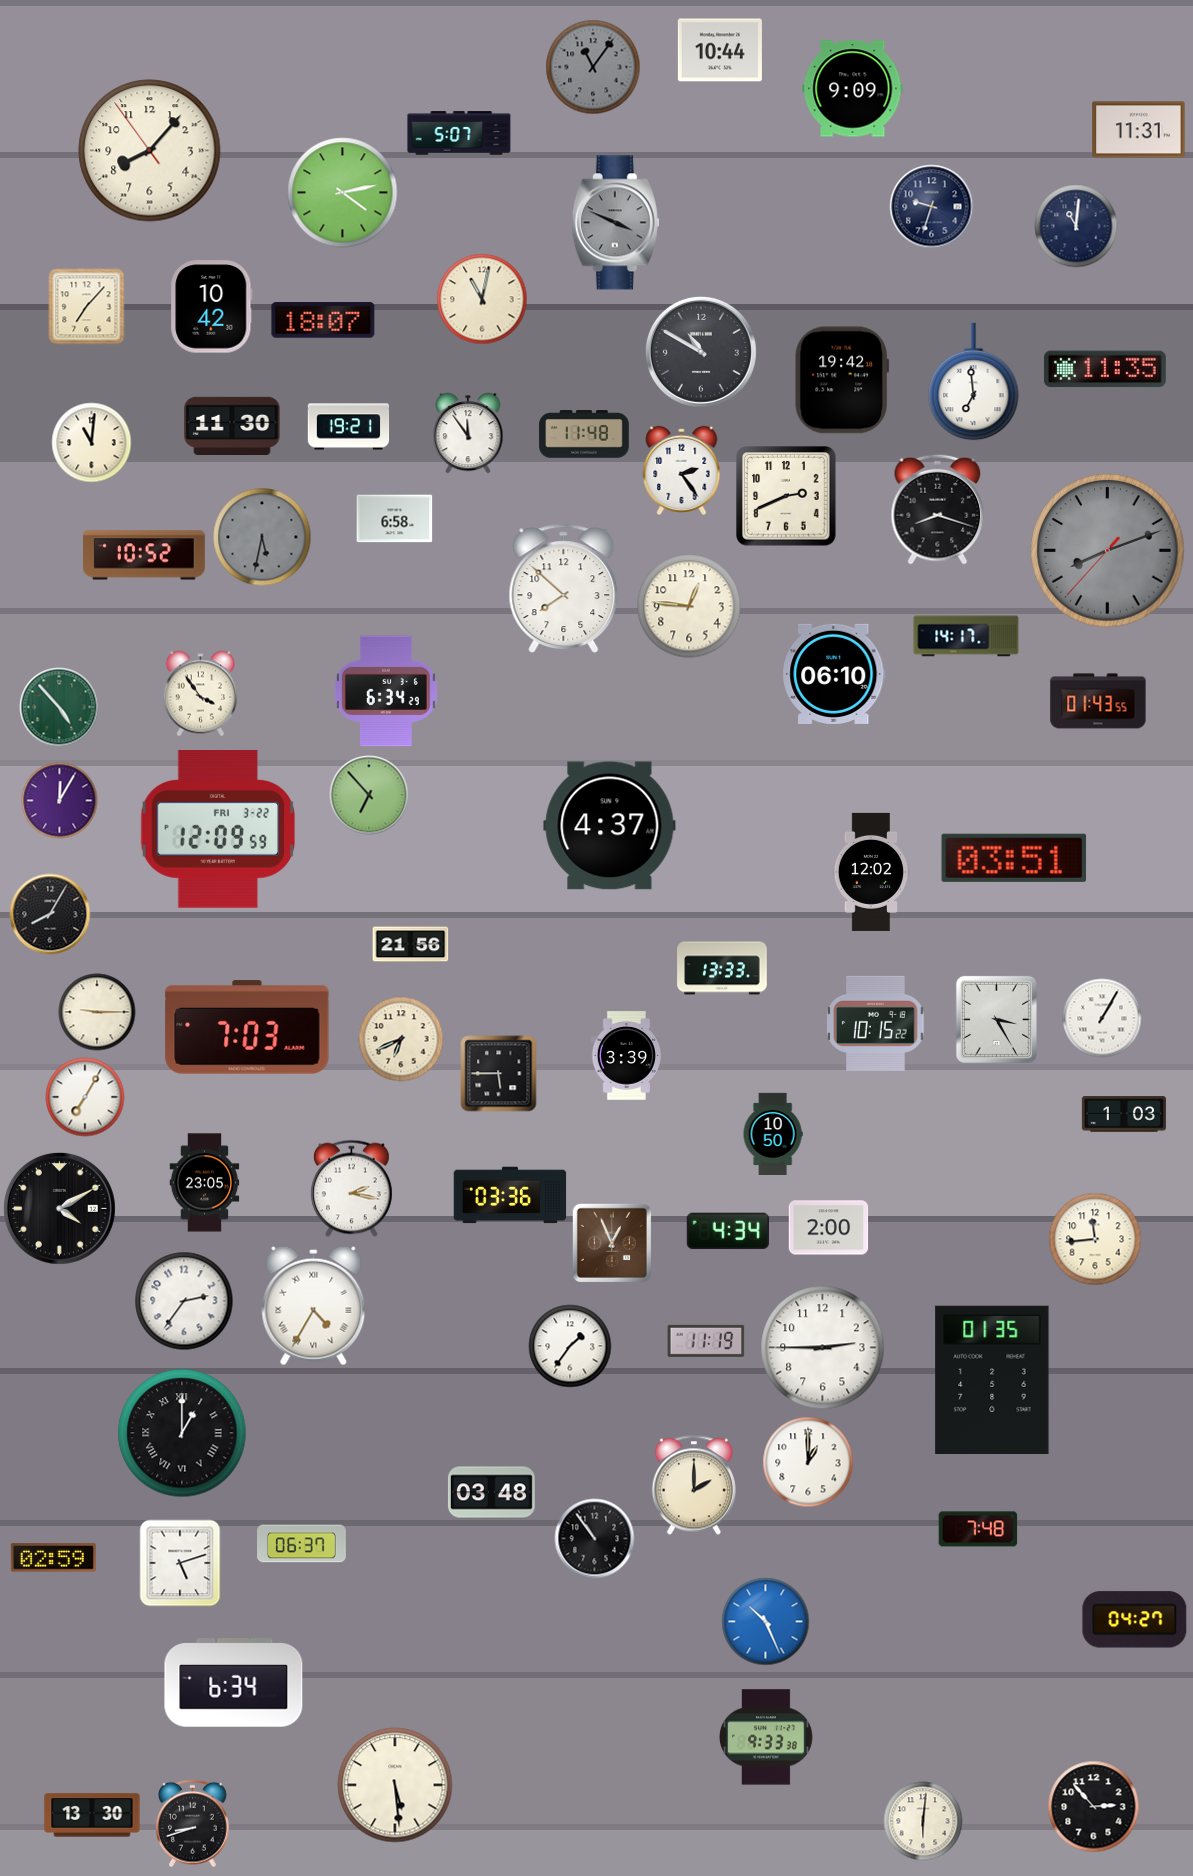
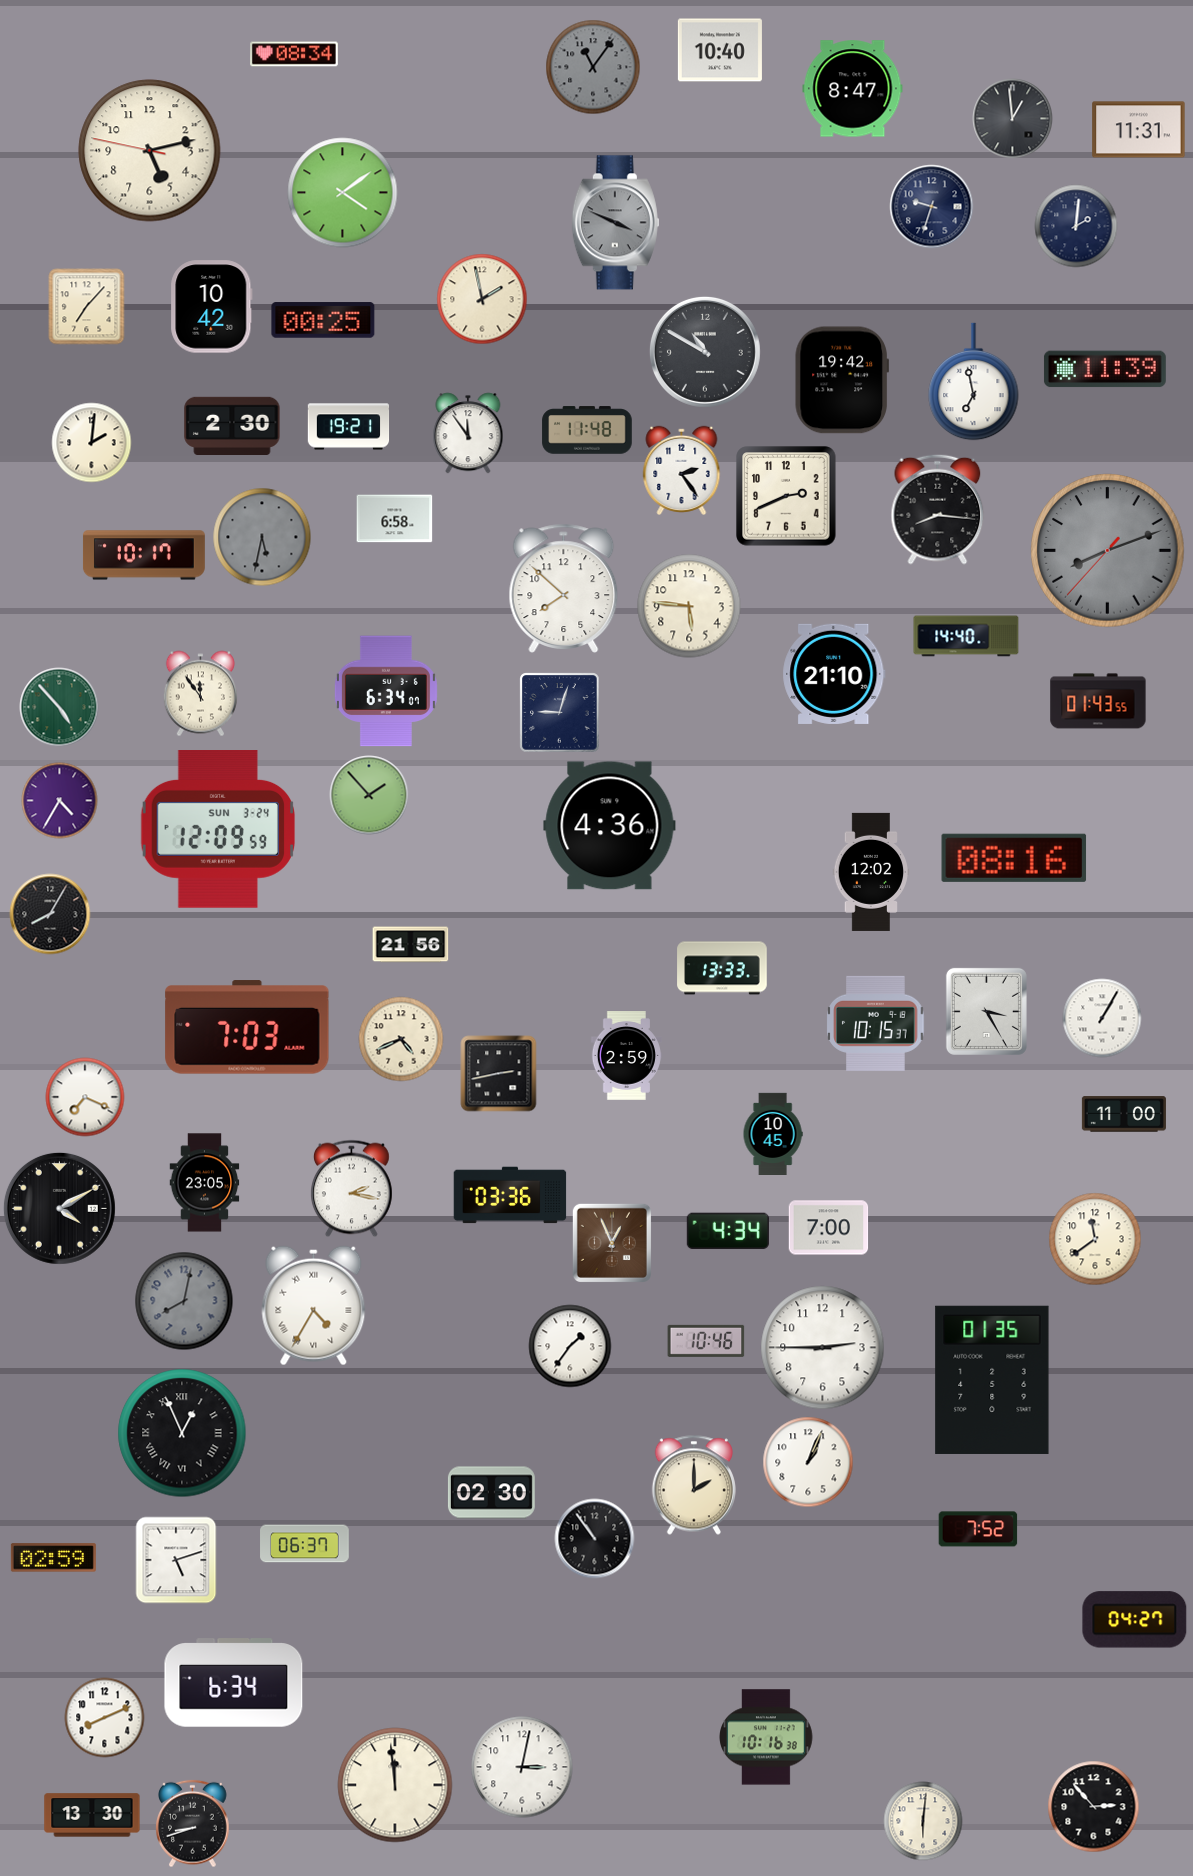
clock at (720, 50): 10:44 -> 10:40
clock at (295, 54): none -> 08:34
clock at (853, 89): 9:09 -> 8:47
clock at (1013, 119): none -> 12:59
clock at (459, 133): 5:07 -> none
clock at (150, 151): 8:06 -> 5:12
clock at (343, 193): 4:13 -> 4:09
clock at (1076, 226): 11:01 -> 2:01
clock at (482, 299): 11:02 -> 1:58
clock at (323, 320): 18:07 -> 00:25
clock at (701, 352) position: (701, 352) -> (705, 352)
clock at (1105, 369): 11:35 -> 11:39
clock at (974, 382): 6:59 -> 6:58
clock at (232, 425): 11:30 -> 2:30
clock at (584, 434) position: (584, 434) -> (587, 430)
clock at (92, 443): 11:01 -> 2:01
clock at (938, 509): 8:18 -> 8:16
clock at (144, 555): 10:52 -> 10:17
clock at (689, 606): 12:46 -> 5:46
clock at (966, 636): 14:17 -> 14:40
clock at (834, 674): 06:10 -> 21:10
clock at (386, 691): 6:34:29 -> 6:34:07
clock at (200, 694): 3:54 -> 11:54
clock at (560, 713): none -> 9:03
clock at (369, 795): 6:53 -> 1:53
clock at (60, 801): 12:05 -> 4:35
clock at (610, 826): 4:37 -> 4:36
clock at (218, 830) date: FRI 3-22 -> SUN 3-24
clock at (1014, 858): 03:51 -> 08:16
clock at (97, 1012): 9:15 -> none
clock at (996, 1019) position: (996, 1019) -> (986, 1011)
clock at (876, 1023): 10:15:22 -> 10:15:37
clock at (401, 1039): 6:41 -> 4:41
clock at (626, 1056): 3:39 -> 2:59
clock at (499, 1074): 5:45 -> 2:43
clock at (85, 1097): 7:05 -> 7:19
clock at (1124, 1114): 1:03 -> 11:00
clock at (773, 1134): 10:50 -> 10:45
clock at (829, 1228): 2:00 -> 7:00
clock at (1095, 1239): 11:44 -> 11:39
clock at (184, 1301): 2:36 -> 8:02
clock at (184, 1301) dial: white -> grey
clock at (706, 1341): 11:19 -> 10:46
clock at (182, 1433): 1:00 -> 12:56
clock at (808, 1462): 1:00 -> 1:04
clock at (491, 1493): 03:48 -> 02:30
clock at (978, 1529): 7:48 -> 7:52
clock at (302, 1544) position: (302, 1544) -> (305, 1544)
clock at (180, 1563) position: (180, 1563) -> (176, 1560)
clock at (766, 1622): 10:26 -> none
clock at (105, 1718): none -> 8:11
clock at (767, 1737): 9:33 -> 10:16
clock at (522, 1767): none -> 3:02
clock at (395, 1785): 5:29 -> 11:59
